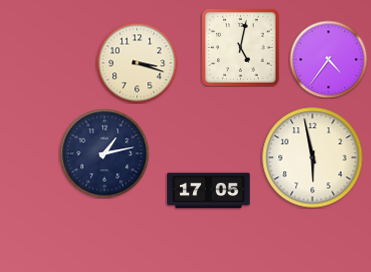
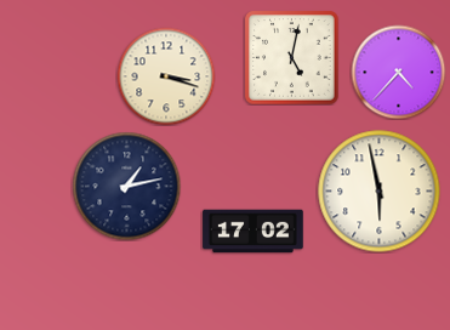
clock at (328, 59): 4:36 -> 4:37
clock at (209, 191): 17:05 -> 17:02
